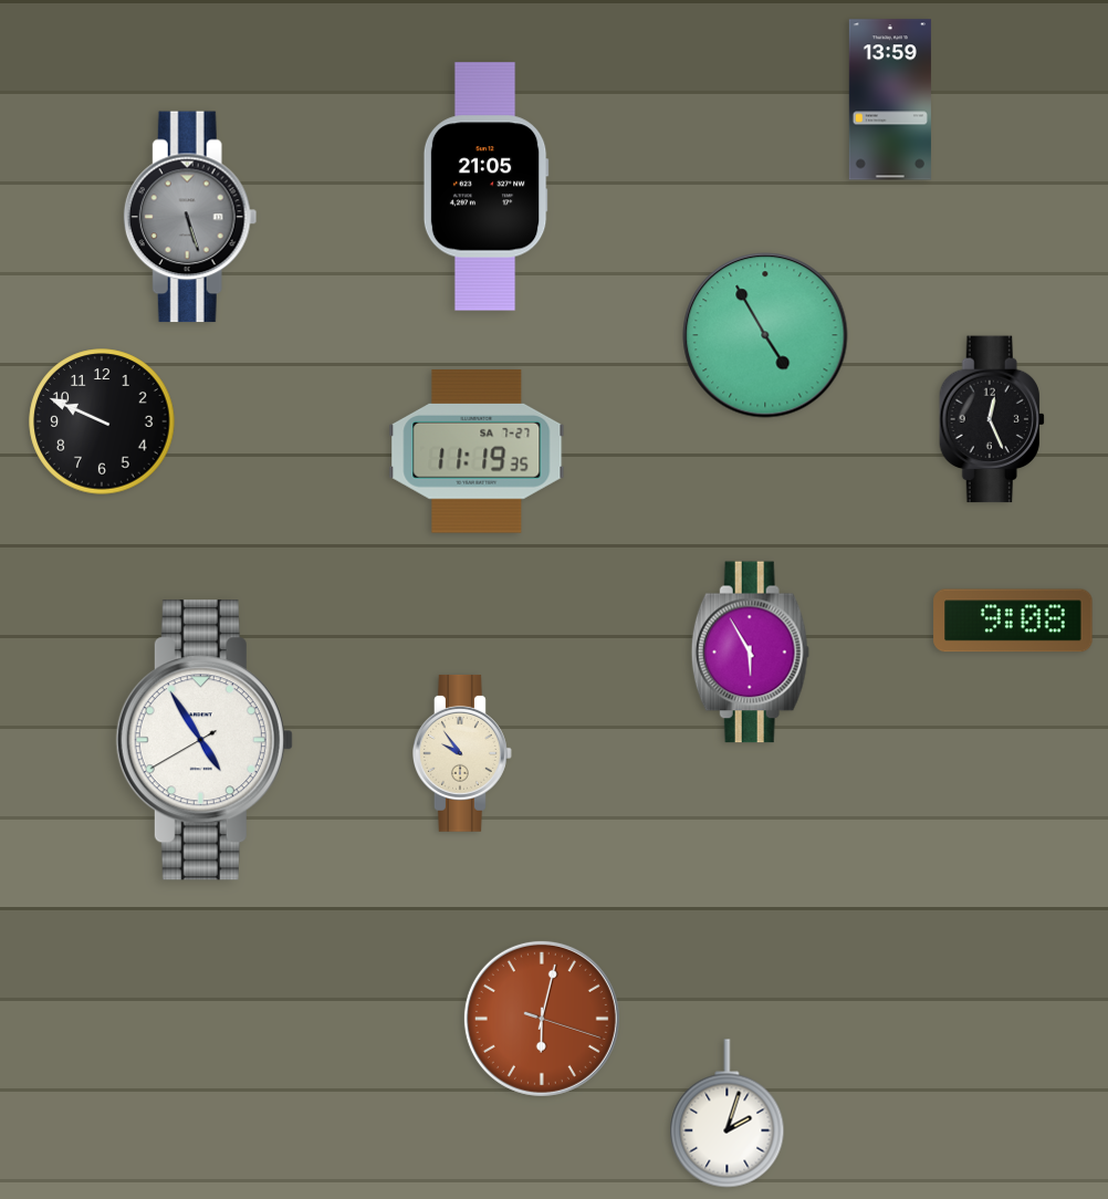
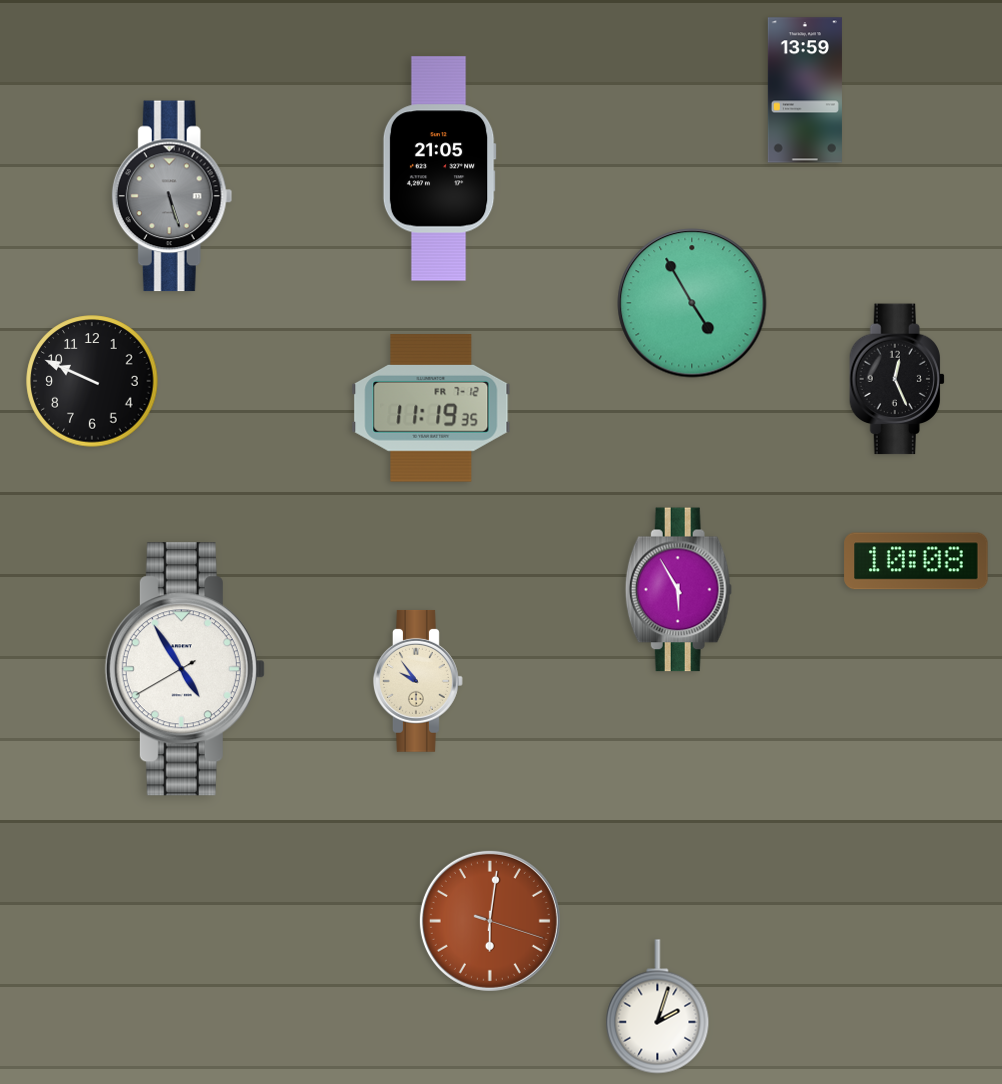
clock at (477, 451) date: SA 7-27 -> FR 7-12
clock at (1013, 621): 9:08 -> 10:08
clock at (542, 1019): 6:02 -> 6:01
